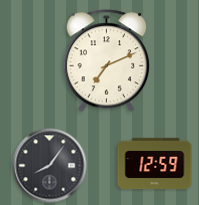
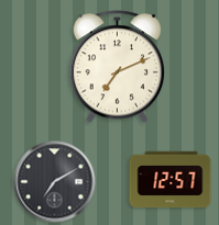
clock at (155, 164): 12:59 -> 12:57
clock at (50, 166): 8:06 -> 7:10
